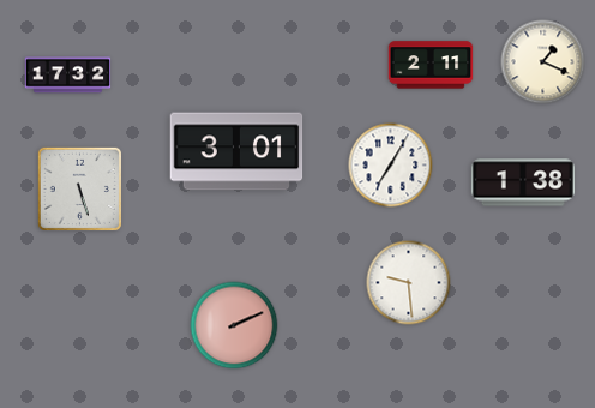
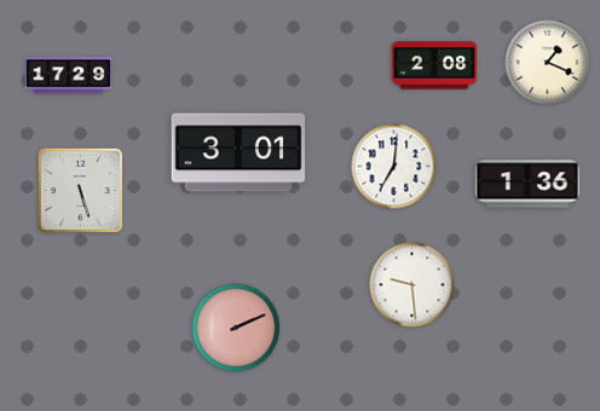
clock at (431, 65): 2:11 -> 2:08
clock at (68, 76): 17:32 -> 17:29
clock at (391, 166): 7:05 -> 7:01
clock at (523, 182): 1:38 -> 1:36
